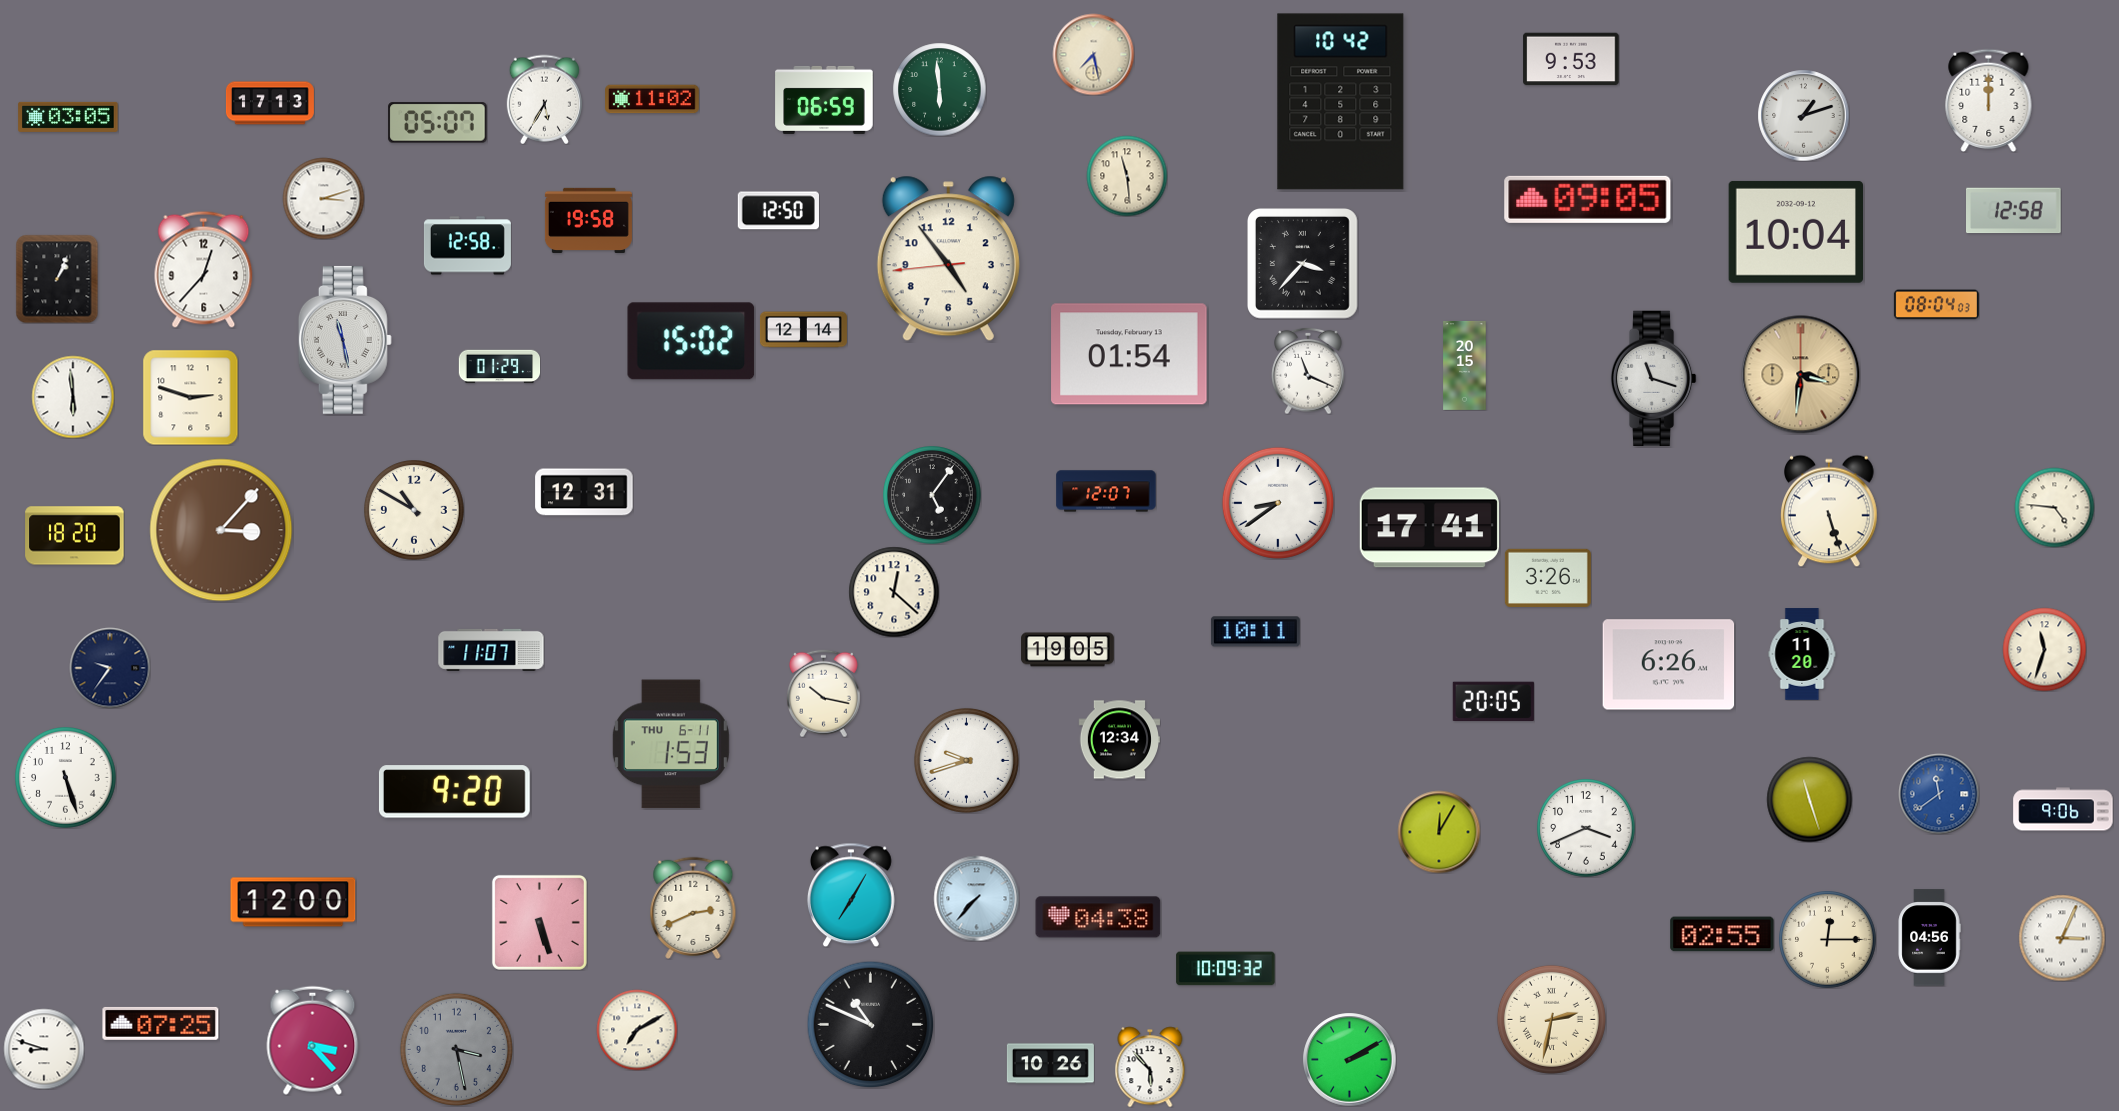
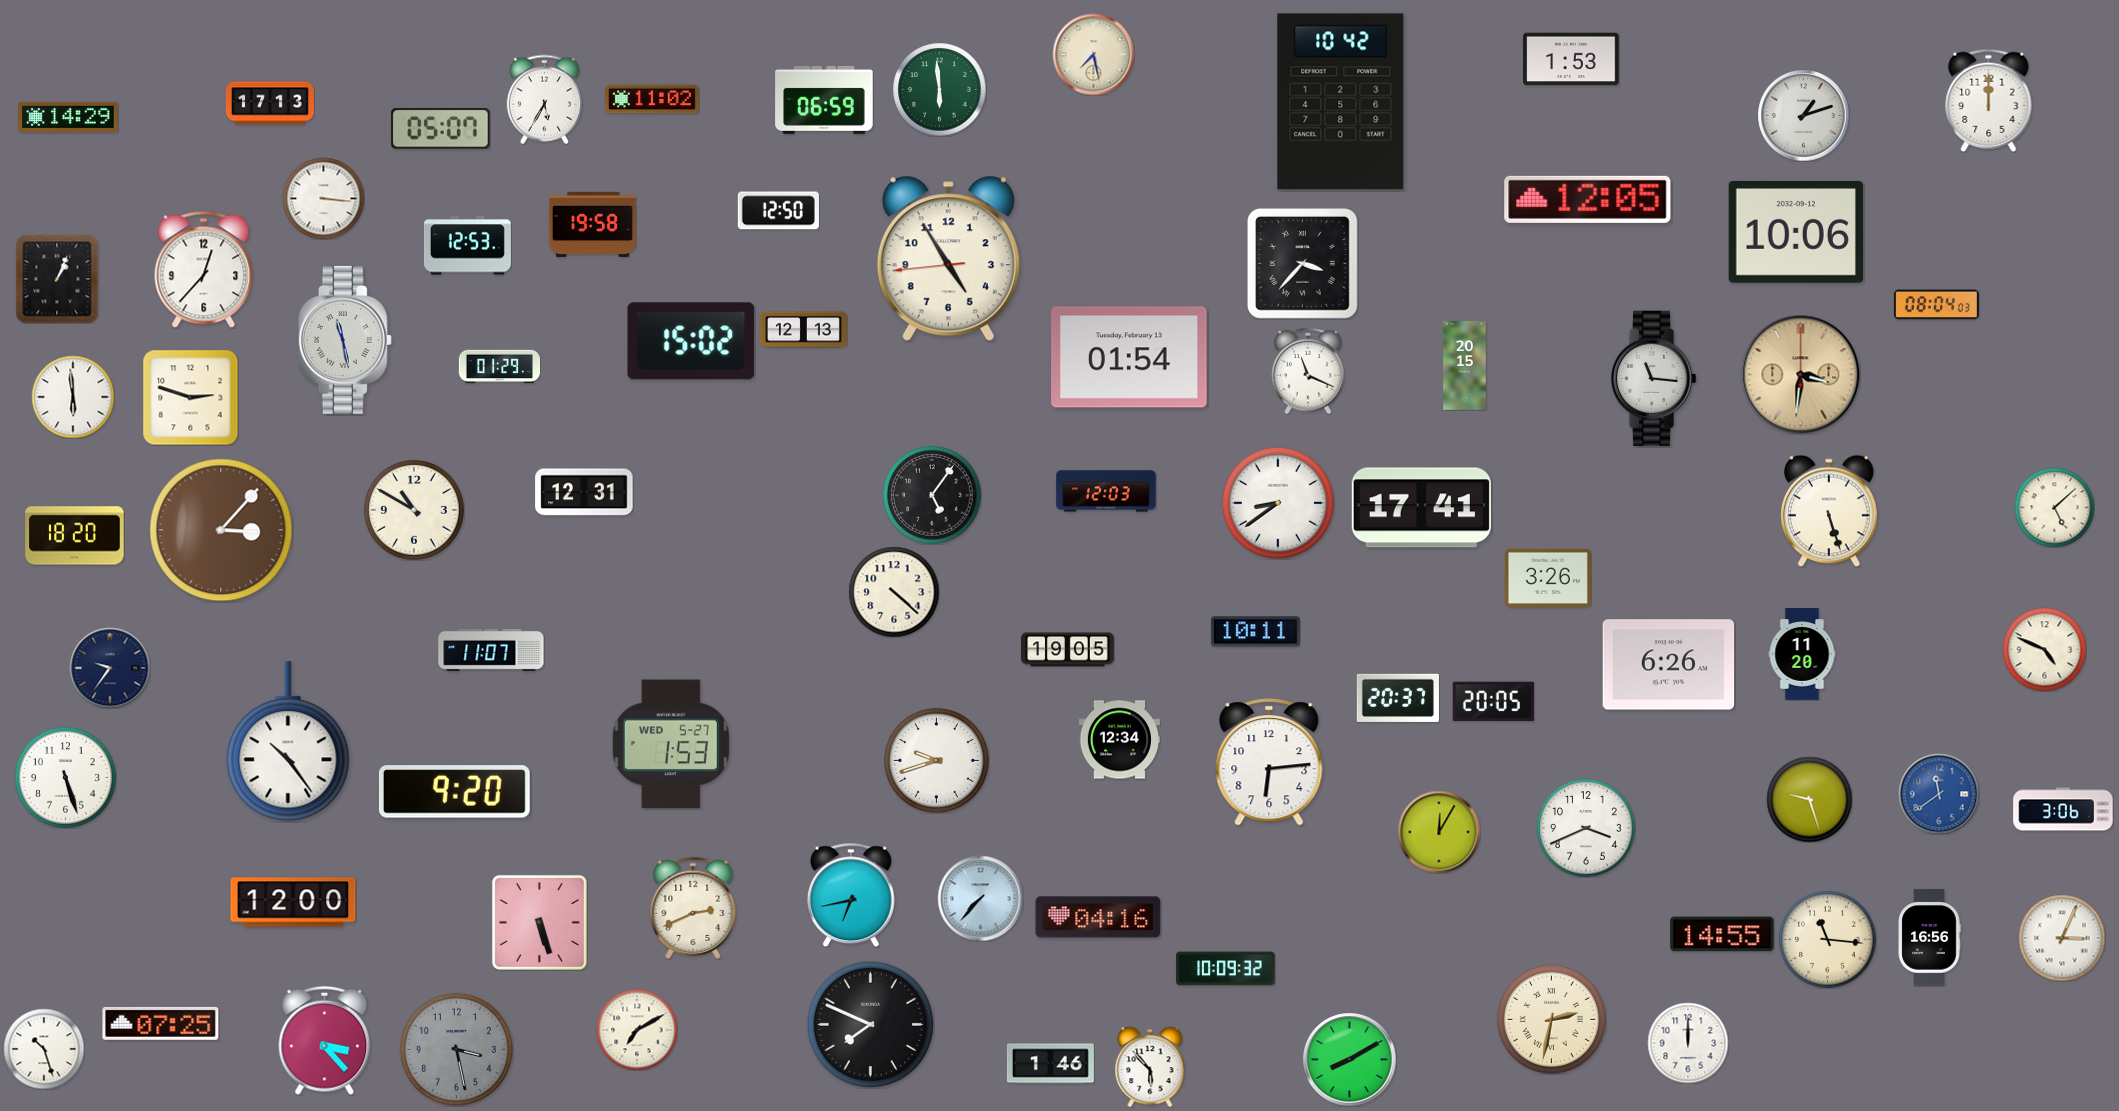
clock at (1571, 59): 9:53 -> 1:53
clock at (68, 117): 03:05 -> 14:29
clock at (438, 123) position: (438, 123) -> (441, 129)
clock at (1127, 176): 11:29 -> none
clock at (323, 198): 3:12 -> 3:16
clock at (1588, 199): 09:05 -> 12:05
clock at (2014, 211): 12:58 -> none
clock at (588, 220) position: (588, 220) -> (592, 224)
clock at (1795, 232): 10:04 -> 10:06
clock at (467, 246): 12:58 -> 12:53
clock at (948, 259): 4:53 -> 4:54
clock at (803, 330): 12:14 -> 12:13
clock at (1129, 354) position: (1129, 354) -> (1129, 357)
clock at (1653, 378): 11:18 -> 11:16
clock at (1106, 491): 12:07 -> 12:03
clock at (2054, 507): 4:46 -> 5:08
clock at (1429, 528) position: (1429, 528) -> (1421, 508)
clock at (894, 592): 12:22 -> 4:22
clock at (2044, 649): 11:33 -> 4:49
clock at (823, 693): 10:17 -> none
clock at (1398, 698): none -> 20:37
clock at (288, 742): none -> 10:24
clock at (671, 744) date: THU 6-11 -> WED 5-27
clock at (966, 760) position: (966, 760) -> (936, 760)
clock at (1269, 762): none -> 6:14
clock at (1809, 799): 11:27 -> 9:27
clock at (2063, 809): 9:06 -> 3:06
clock at (851, 895): 7:05 -> 6:43
clock at (976, 898) position: (976, 898) -> (980, 898)
clock at (1098, 917): 04:38 -> 04:16
clock at (1722, 934): 02:55 -> 14:55
clock at (1929, 938): 04:56 -> 16:56
clock at (1828, 940): 12:15 -> 11:16
clock at (870, 1024): 10:49 -> 7:49
clock at (313, 1040) position: (313, 1040) -> (325, 1040)
clock at (1688, 1043): none -> 12:00
clock at (44, 1049): 8:48 -> 10:27
clock at (1349, 1059): 2:10 -> 8:10
clock at (1050, 1064): 10:26 -> 1:46
